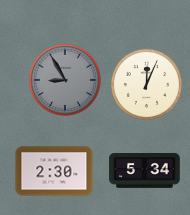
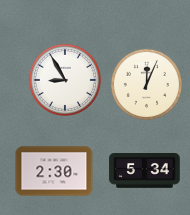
clock at (65, 80) dial: grey -> white
